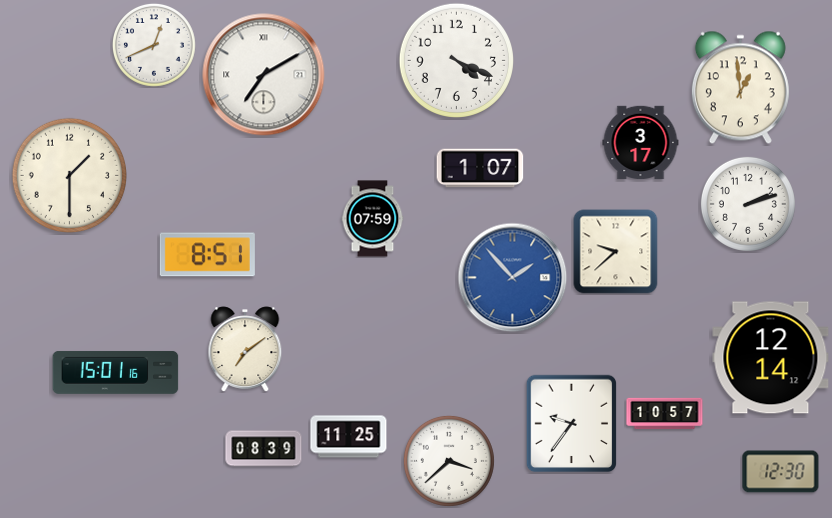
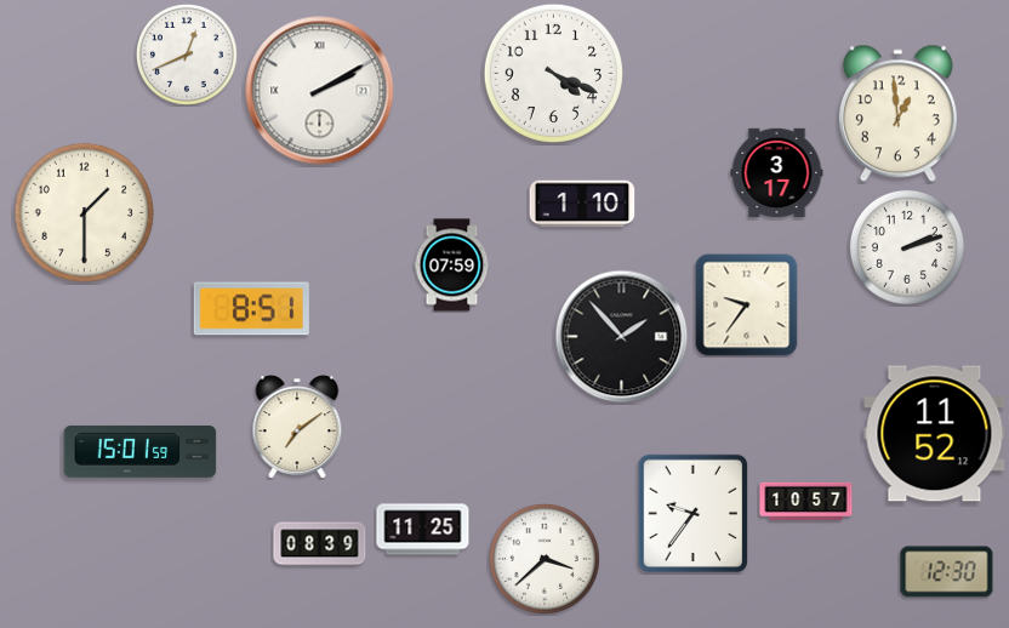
clock at (264, 75): 7:10 -> 2:10
clock at (740, 88) position: (740, 88) -> (897, 114)
clock at (480, 168): 1:07 -> 1:10
clock at (616, 252): 9:38 -> 9:36
clock at (513, 278) dial: blue -> black
clock at (245, 349) position: (245, 349) -> (297, 427)
clock at (771, 358): 12:14 -> 11:52
clock at (116, 372): 15:01:16 -> 15:01:59
